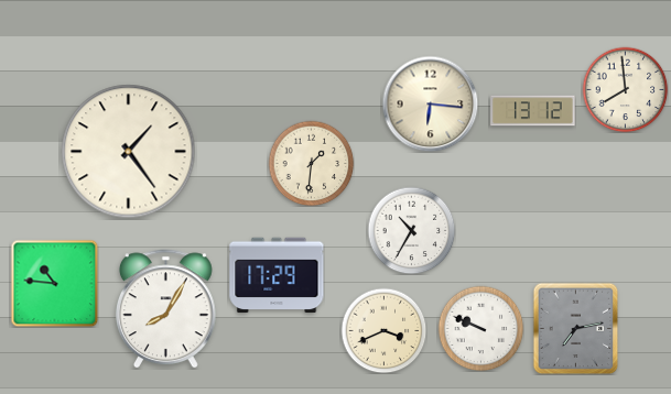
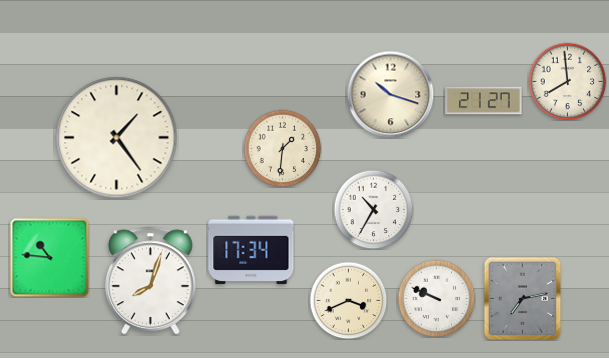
clock at (430, 103): 6:16 -> 10:18
clock at (533, 111): 13:12 -> 21:27
clock at (277, 275): 17:29 -> 17:34
clock at (165, 309): 8:05 -> 8:03
